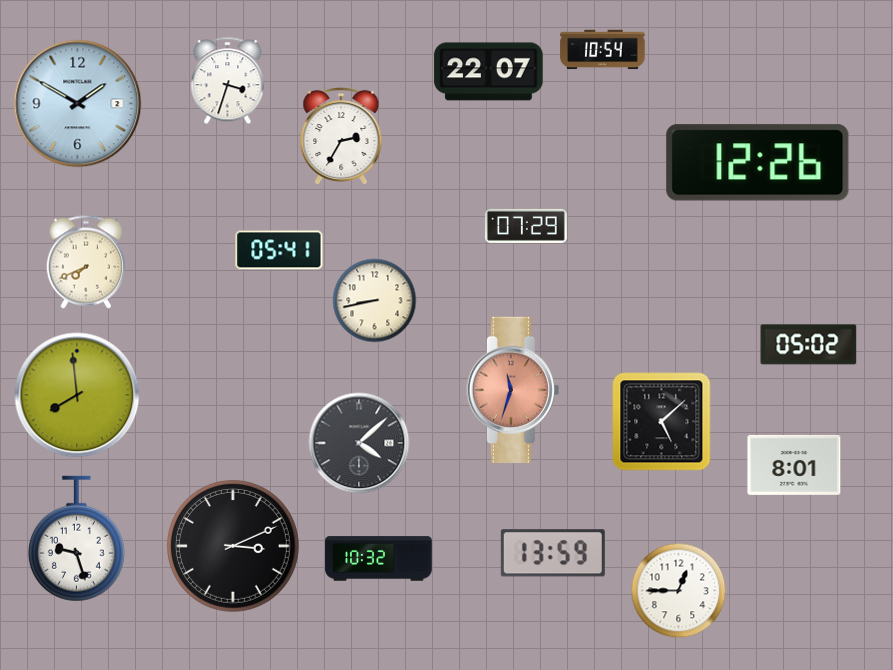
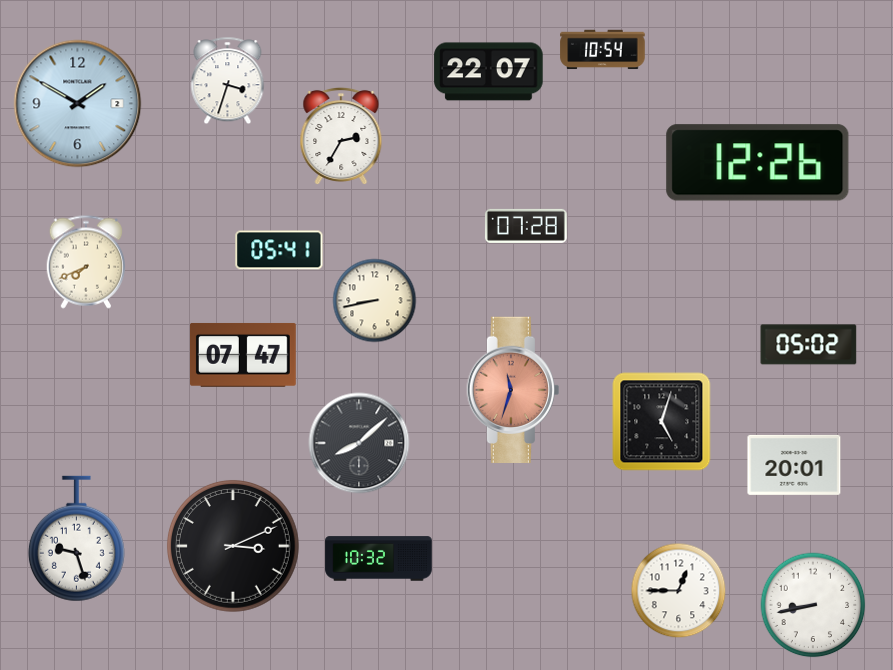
clock at (526, 226): 07:29 -> 07:28
clock at (243, 355): none -> 07:47
clock at (77, 395): 7:59 -> none
clock at (662, 422): 5:08 -> 5:03
clock at (359, 443): 4:08 -> 8:08
clock at (794, 465): 8:01 -> 20:01
clock at (553, 553): 13:59 -> none
clock at (813, 605): none -> 8:43
